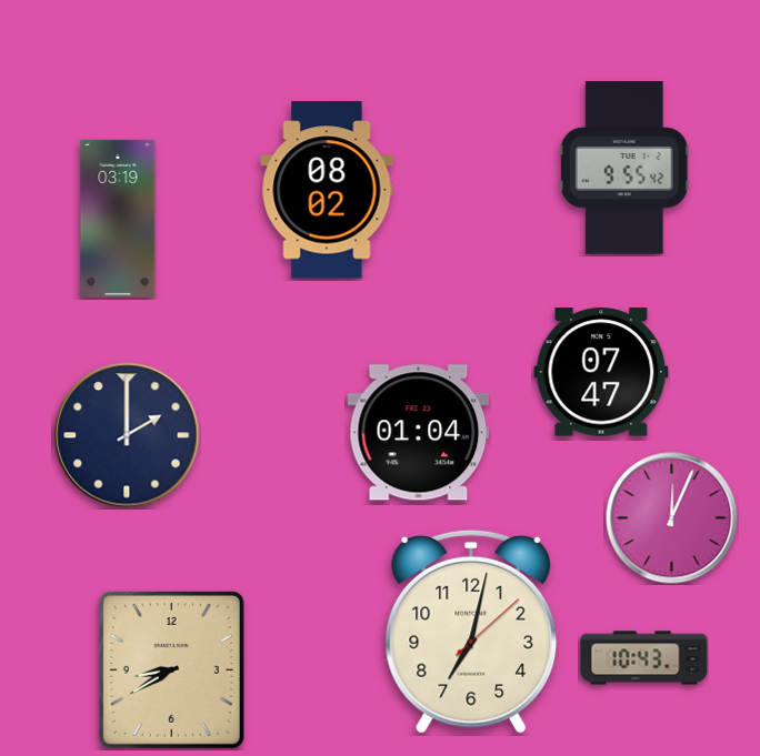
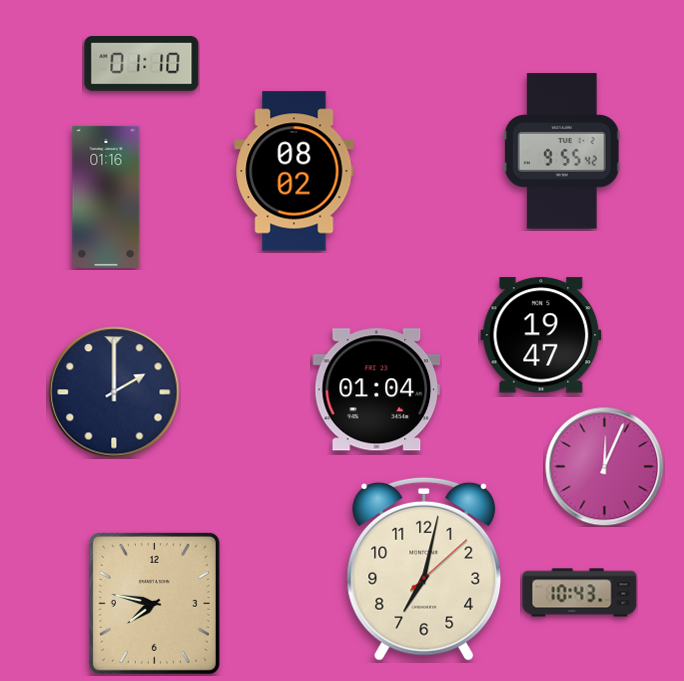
clock at (142, 64): none -> 01:10
clock at (118, 219): 03:19 -> 01:16
clock at (601, 372): 07:47 -> 19:47
clock at (171, 669): 8:40 -> 7:47
